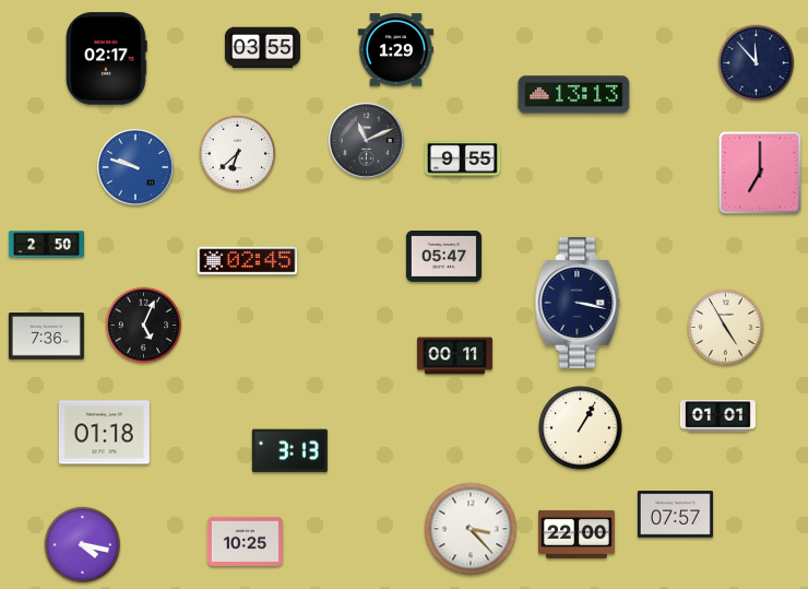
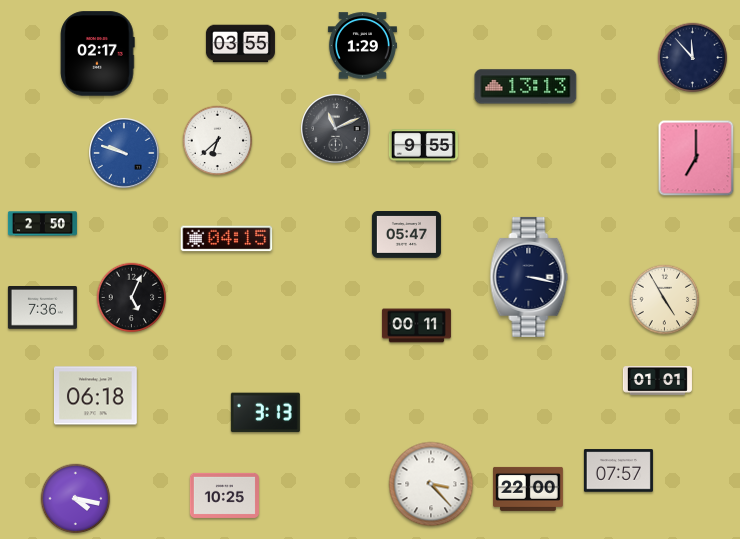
clock at (248, 261): 02:45 -> 04:15
clock at (581, 428): 1:05 -> none
clock at (105, 433): 01:18 -> 06:18
